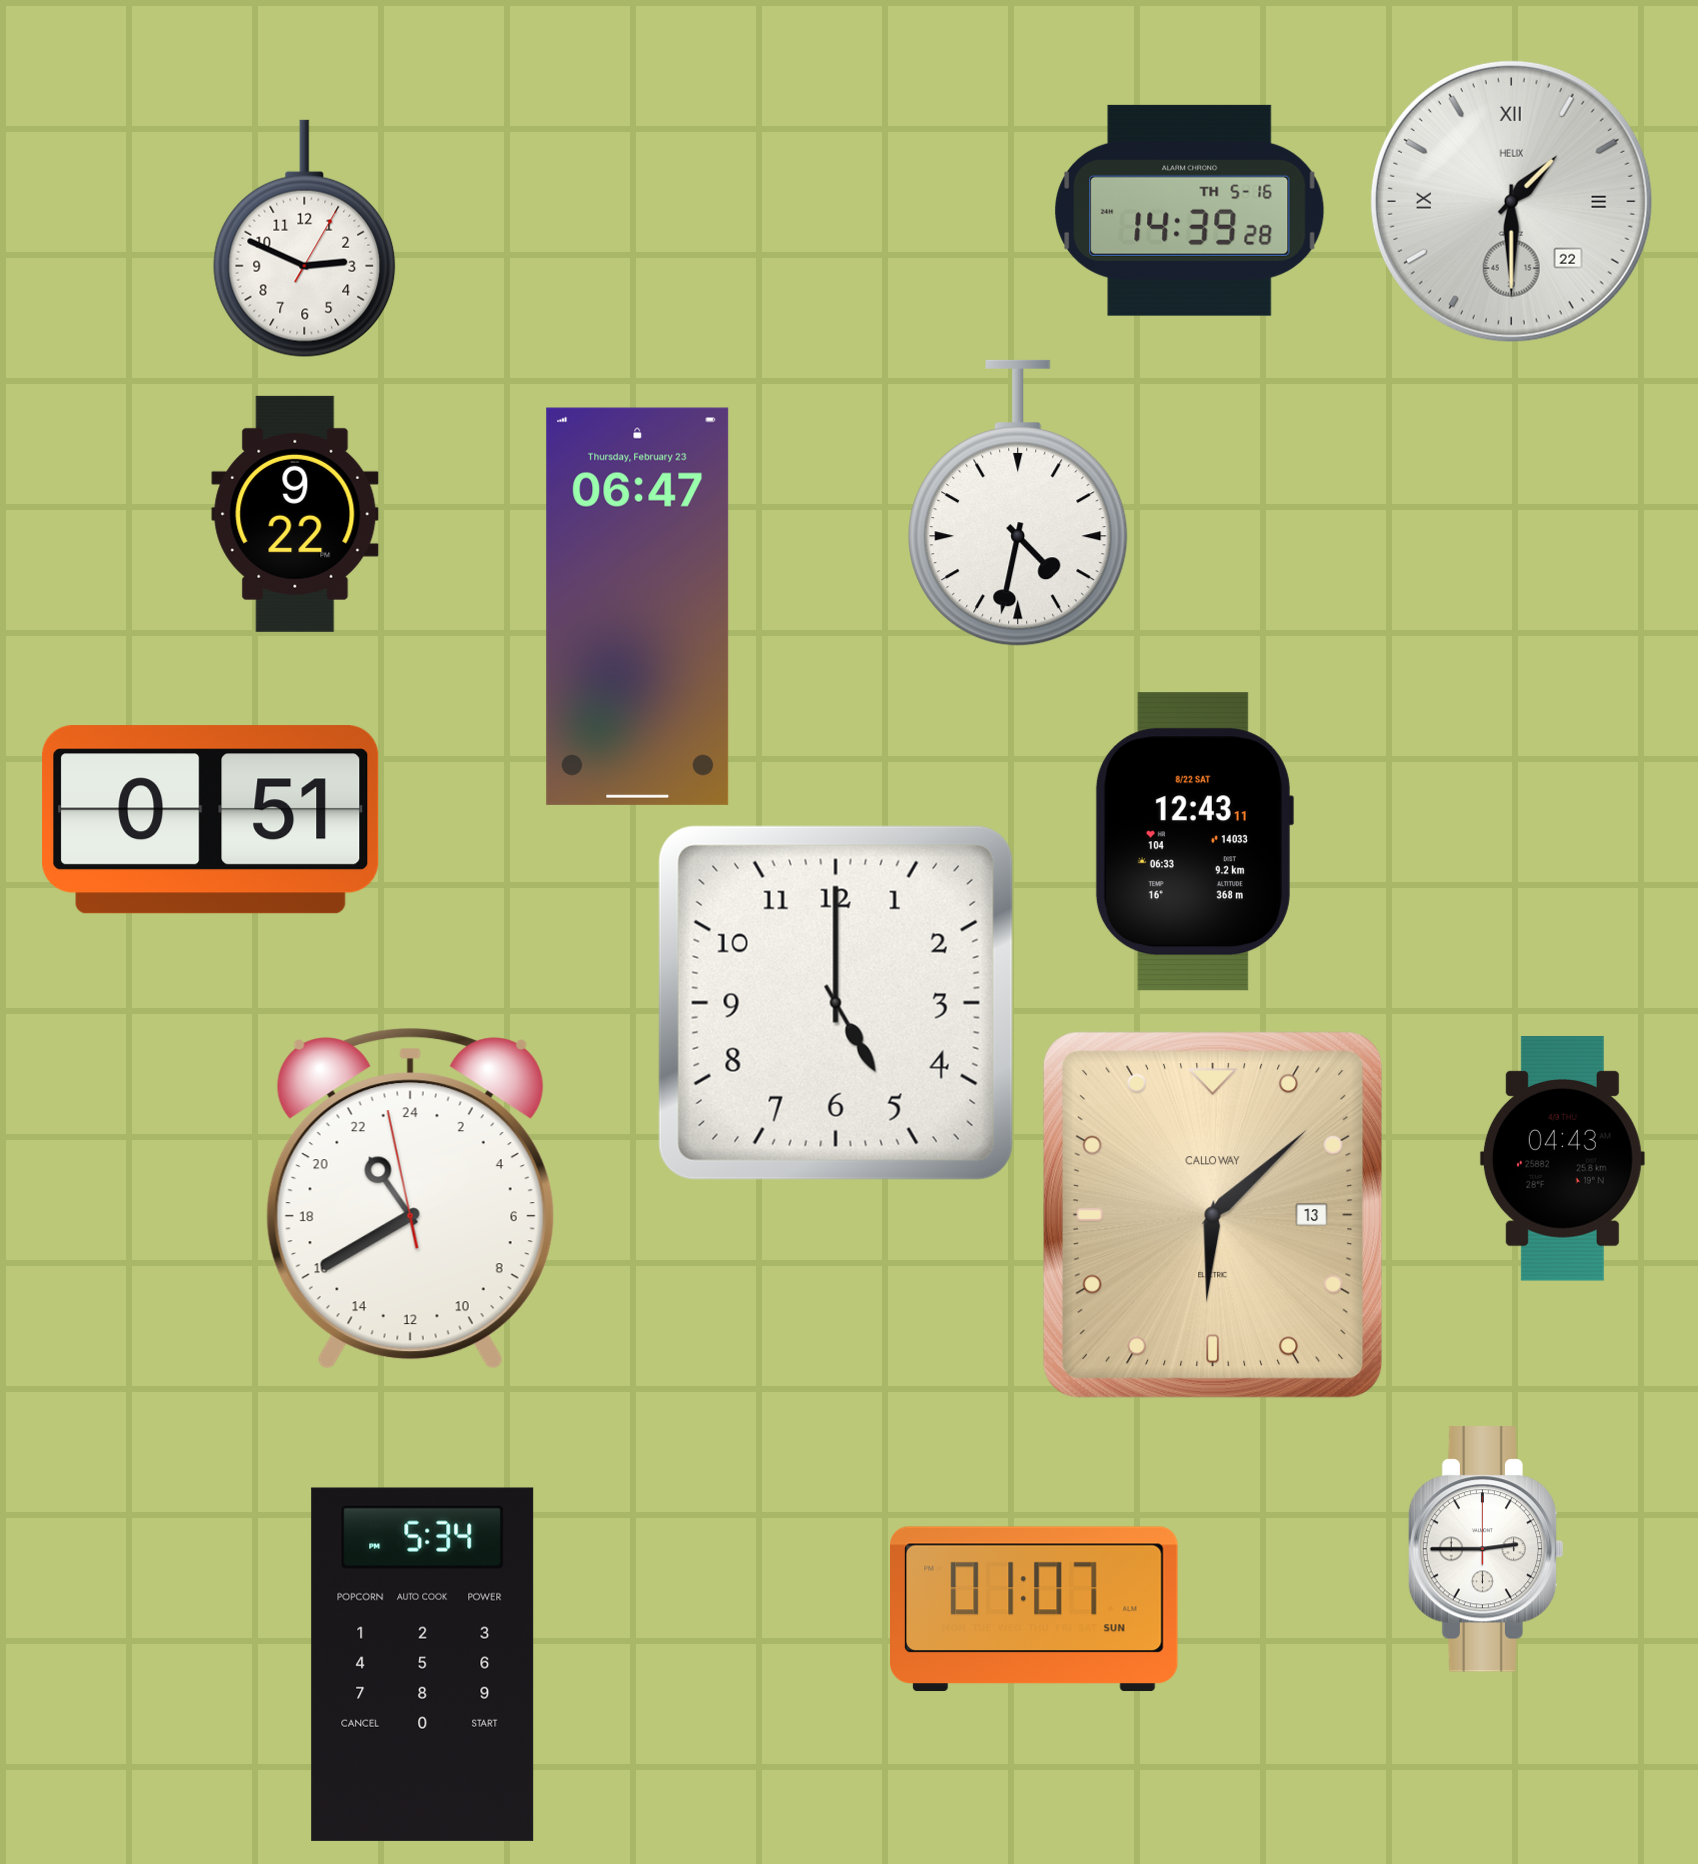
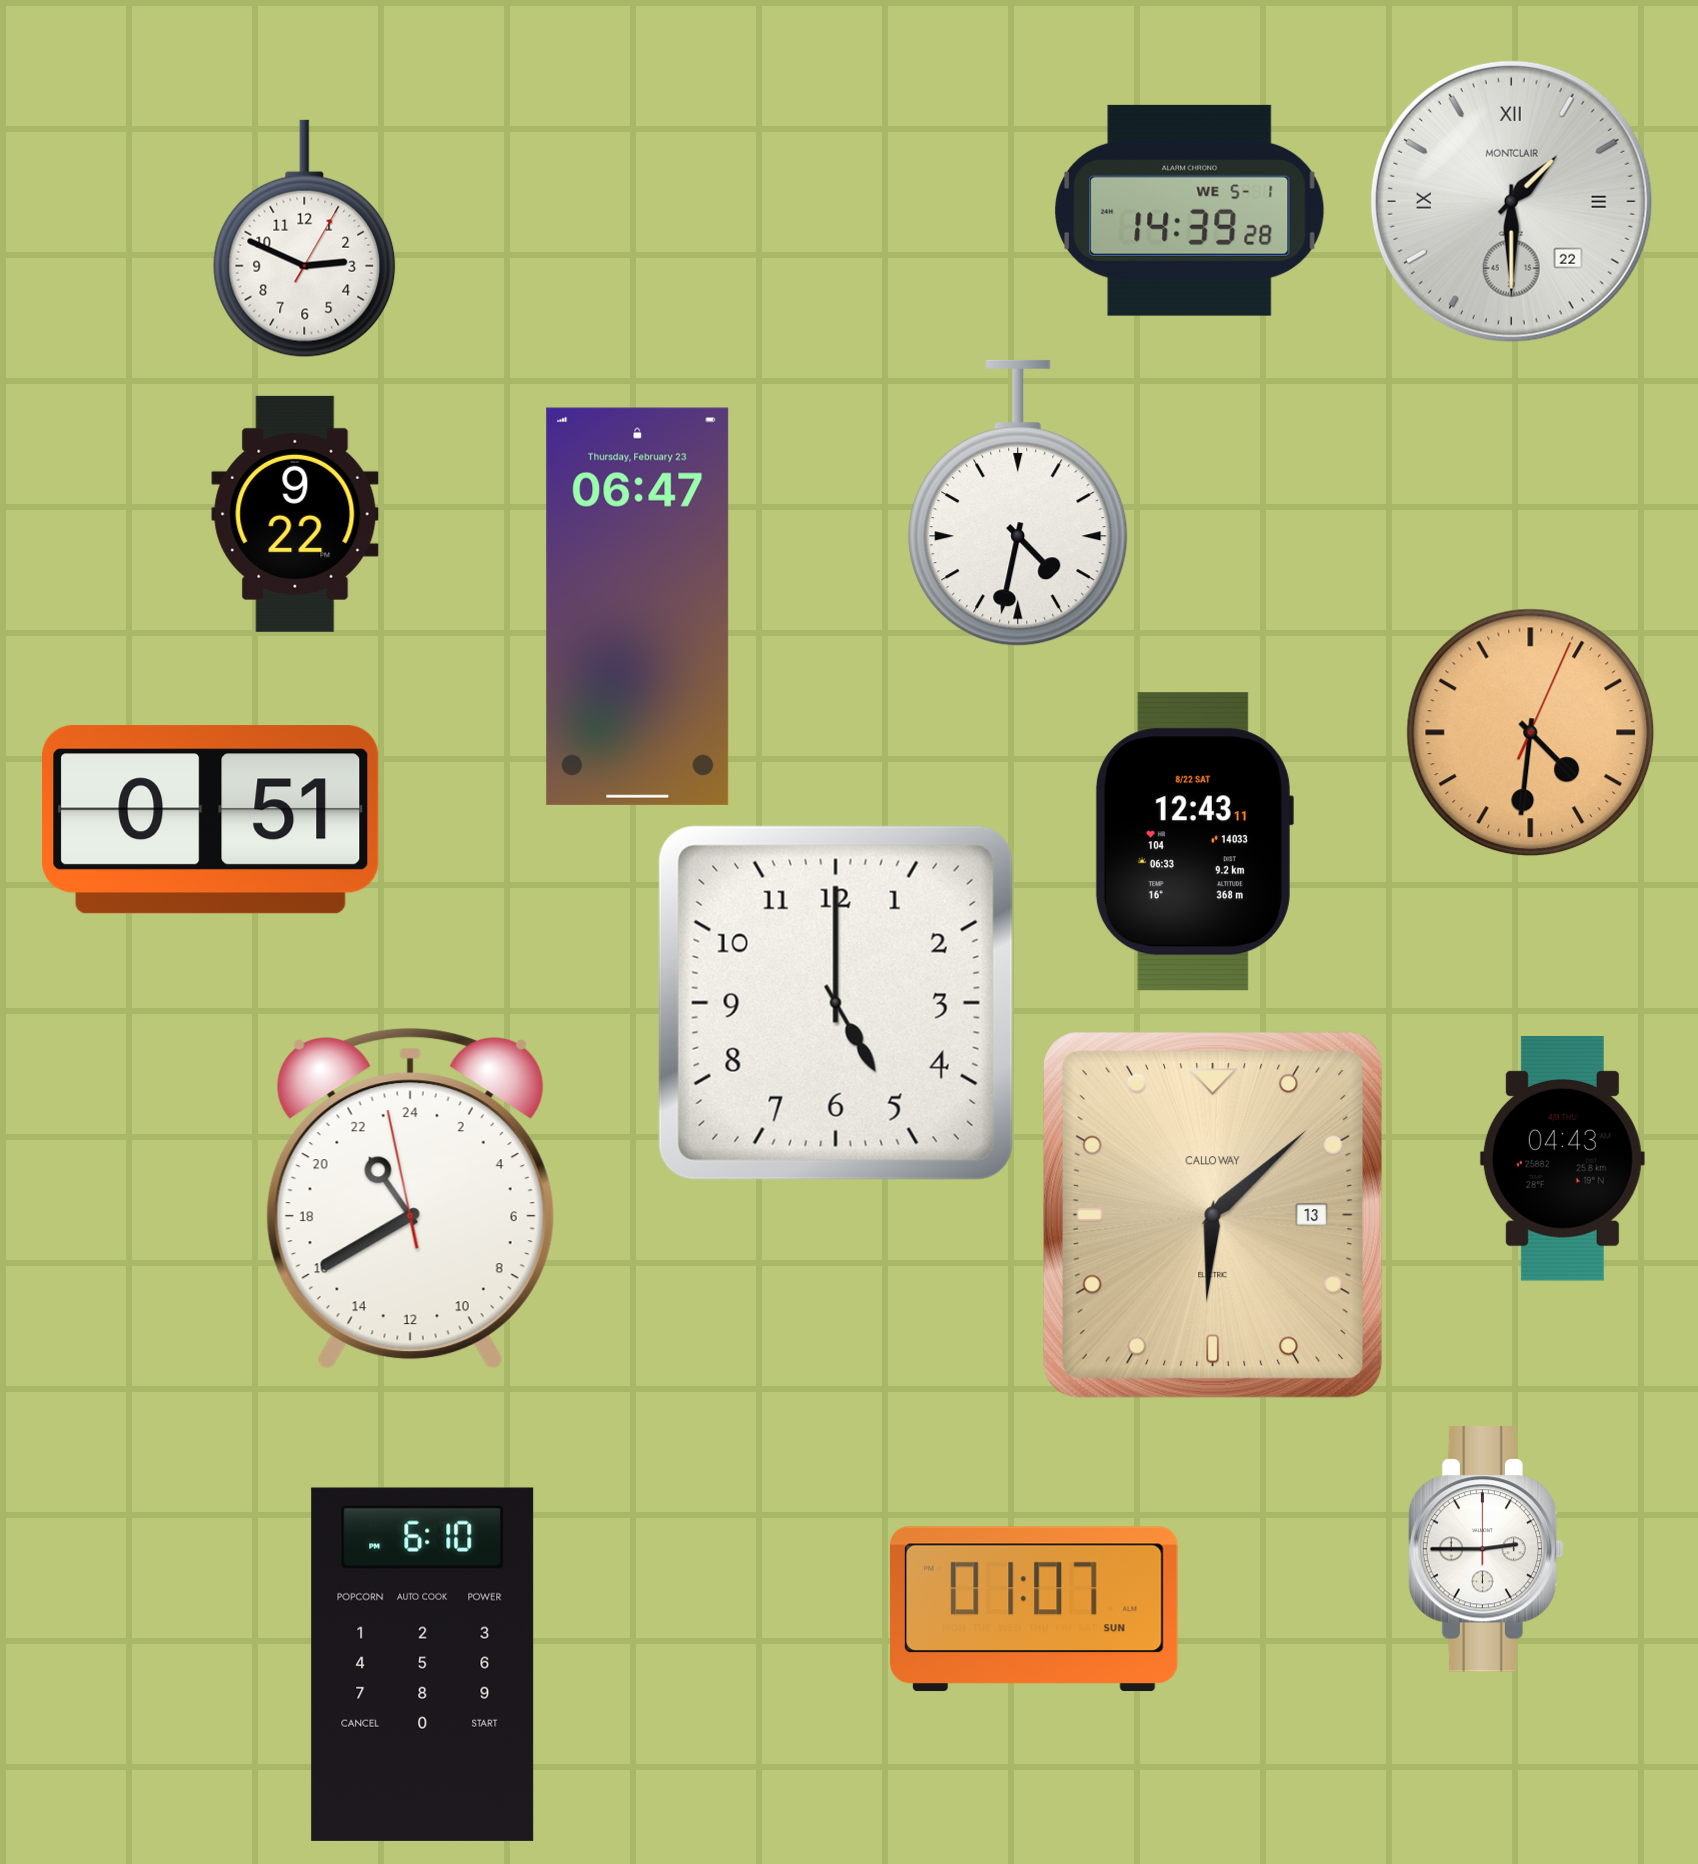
clock at (1511, 201) brand: HELIX -> MONTCLAIR
clock at (1190, 210) date: TH 5-16 -> WE 5-1
clock at (1531, 733): none -> 4:31
clock at (423, 1664): 5:34 -> 6:10
